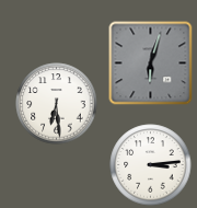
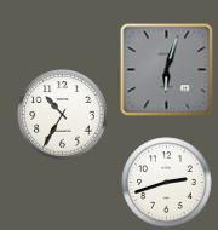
clock at (57, 104): 6:29 -> 10:35
clock at (151, 165): 3:14 -> 2:42
